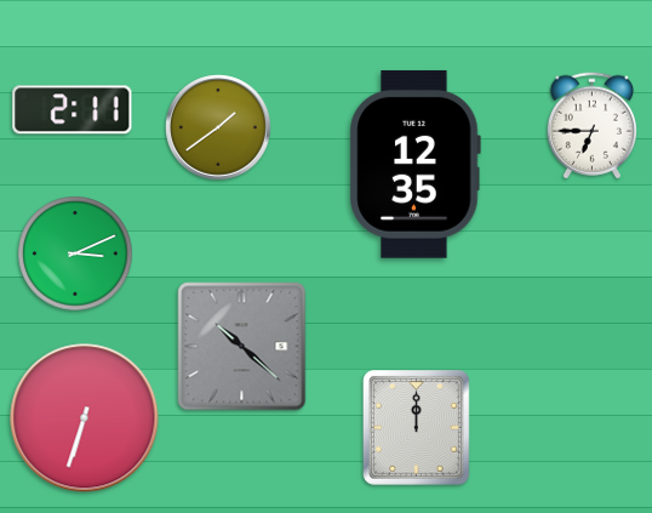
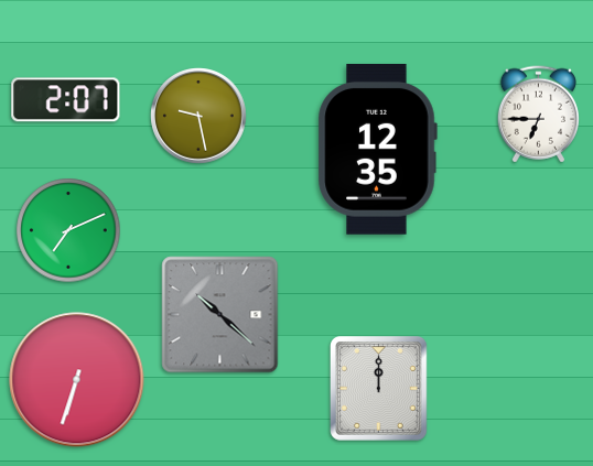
clock at (73, 110): 2:11 -> 2:07
clock at (218, 127): 1:39 -> 9:28
clock at (75, 253): 3:11 -> 7:11
